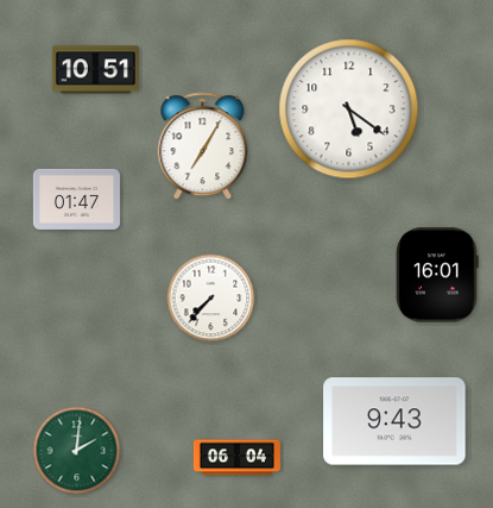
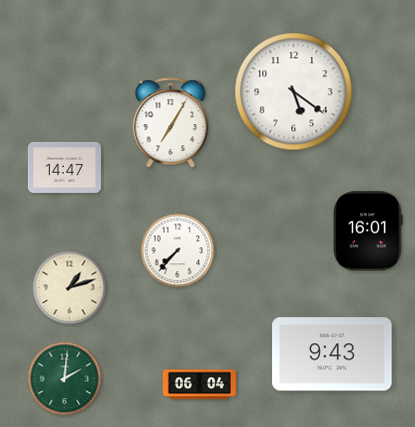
clock at (95, 70): 10:51 -> none
clock at (76, 199): 01:47 -> 14:47
clock at (70, 288): none -> 1:12
